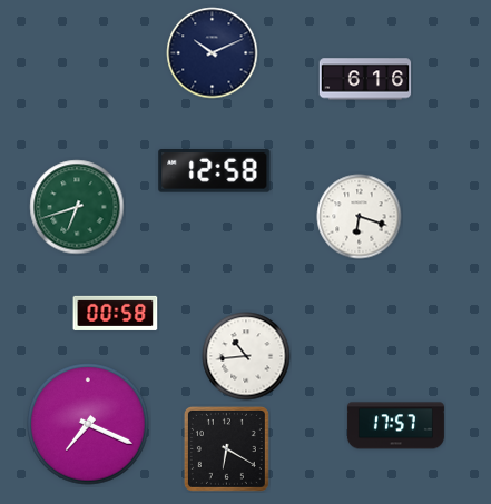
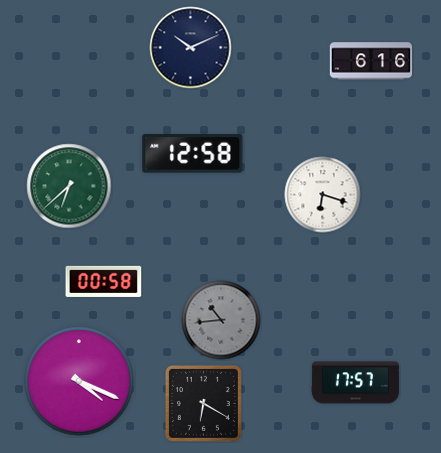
clock at (365, 79) position: (365, 79) -> (371, 61)
clock at (77, 207): 6:42 -> 6:38
clock at (246, 356) dial: white -> grey
clock at (88, 424): 7:19 -> 4:19
